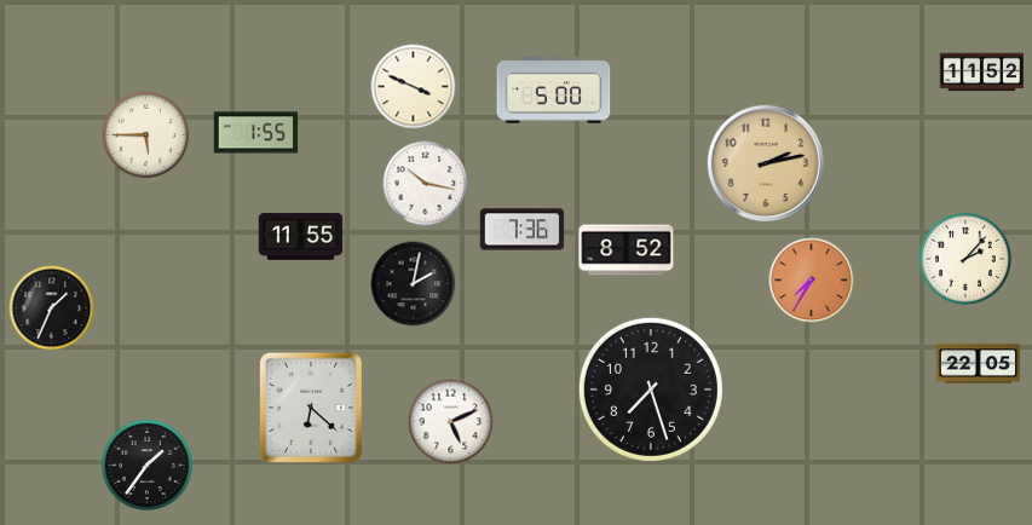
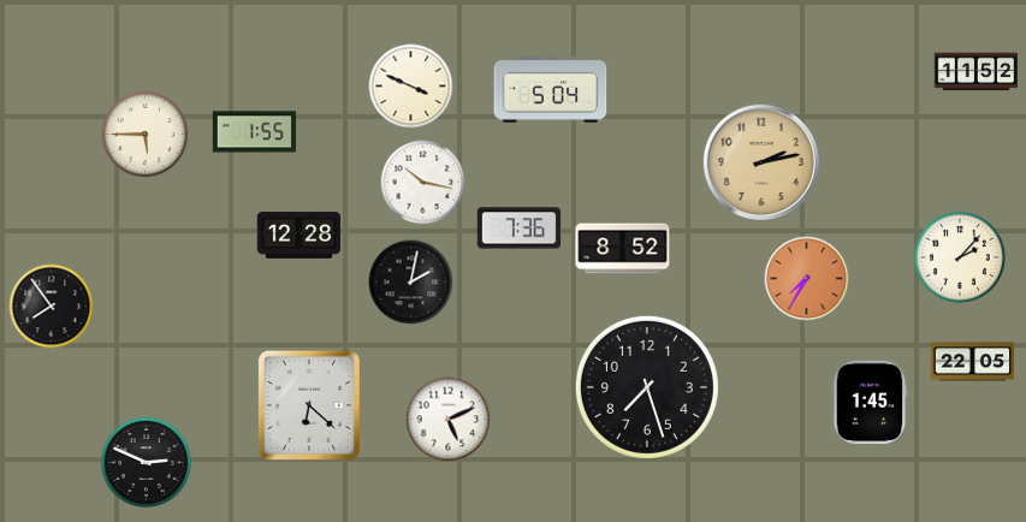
clock at (554, 91): 5:00 -> 5:04
clock at (301, 237): 11:55 -> 12:28
clock at (52, 308): 1:34 -> 7:54
clock at (871, 403): none -> 1:45
clock at (146, 465): 1:36 -> 2:49
